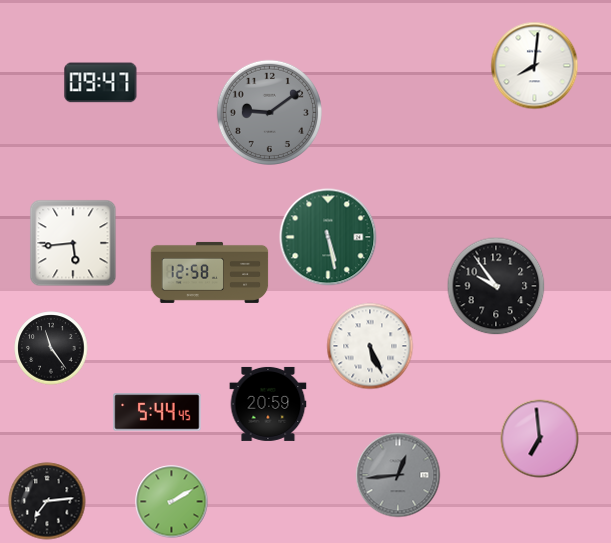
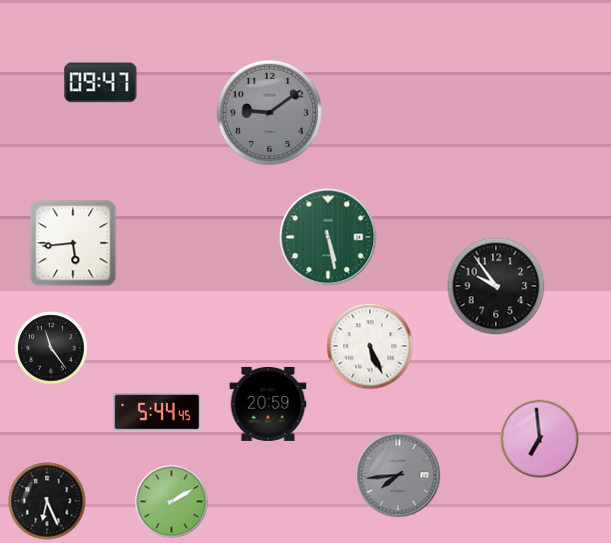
clock at (535, 66): 8:01 -> none
clock at (210, 272): 12:58 -> none
clock at (398, 475): 12:44 -> 7:44
clock at (47, 501): 7:14 -> 6:26
